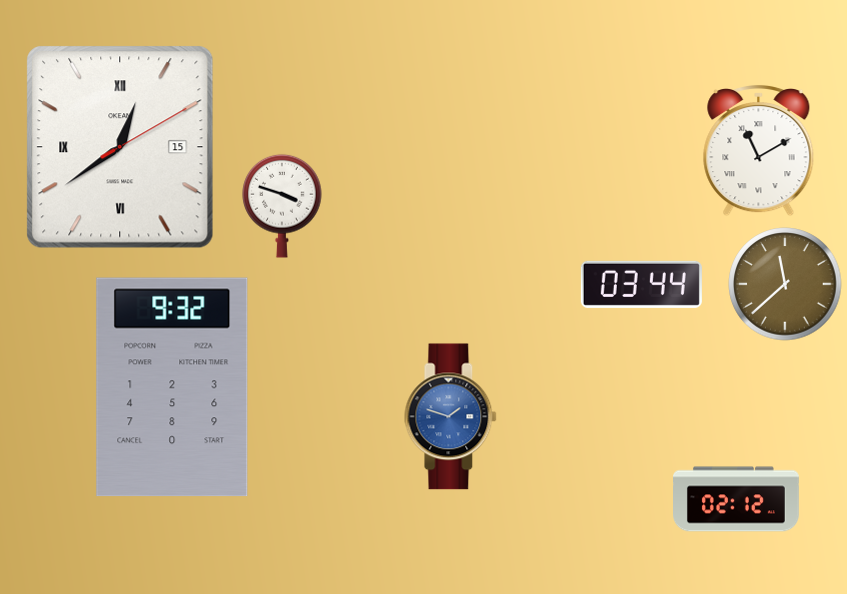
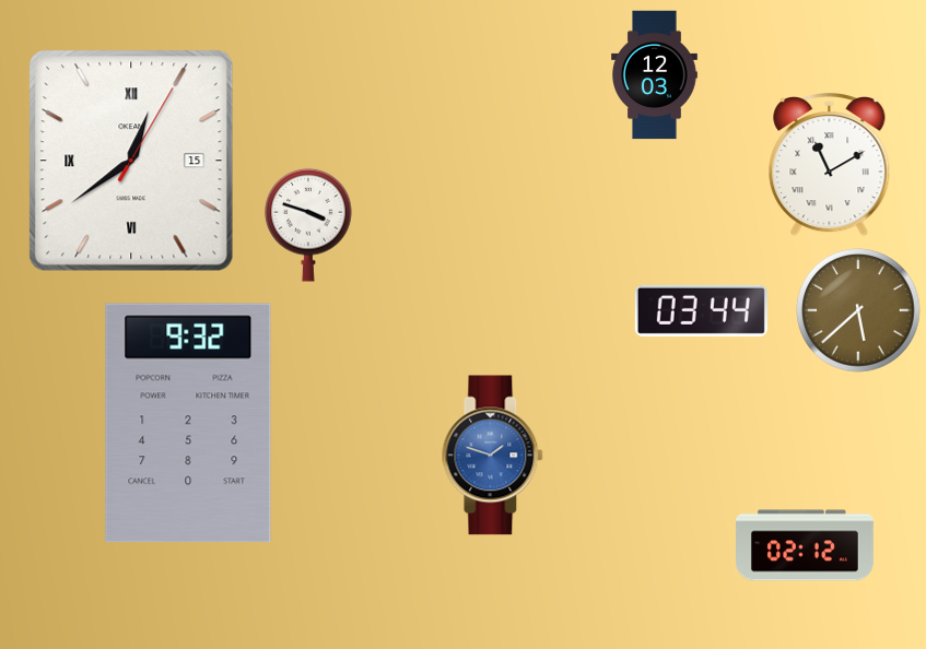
clock at (655, 75): none -> 12:03
clock at (120, 147): 12:39:10 -> 12:39:05
clock at (785, 284): 11:38 -> 5:38
